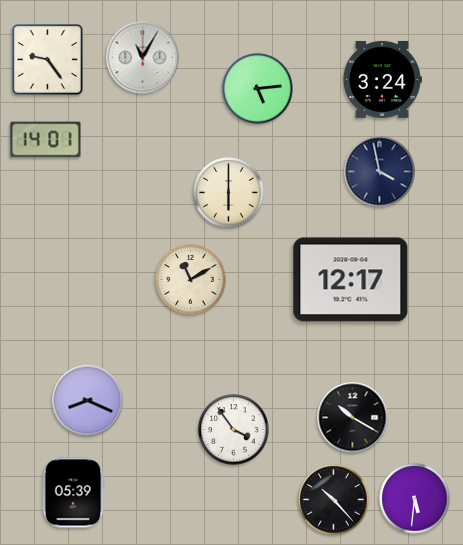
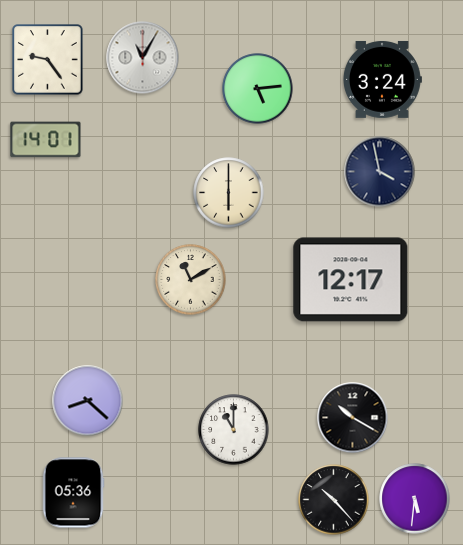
clock at (88, 401): 8:19 -> 8:22
clock at (234, 430): 3:54 -> 11:00
clock at (73, 493): 05:39 -> 05:36
